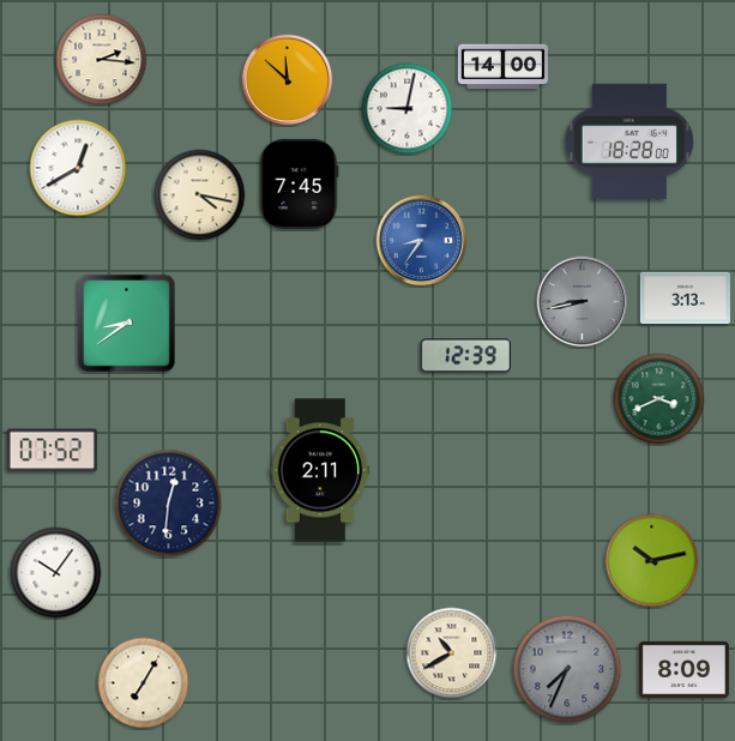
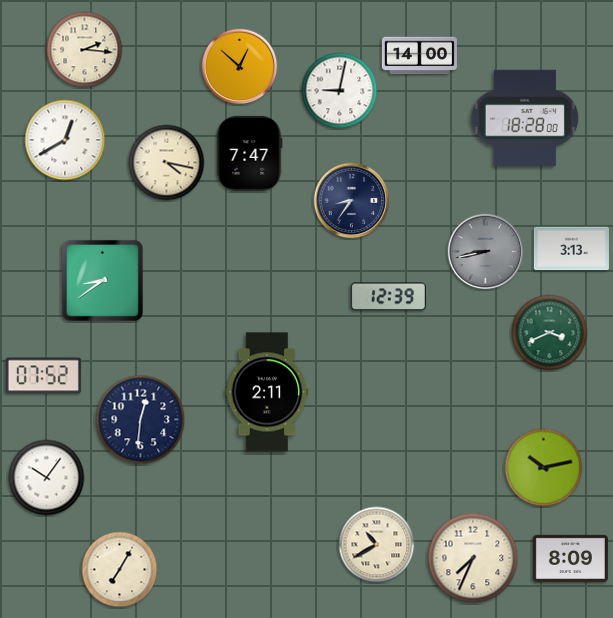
clock at (288, 80): 11:52 -> 12:52
clock at (299, 183): 7:45 -> 7:47
clock at (422, 241) dial: blue -> navy
clock at (126, 323) position: (126, 323) -> (102, 280)
clock at (567, 669) dial: grey -> cream
